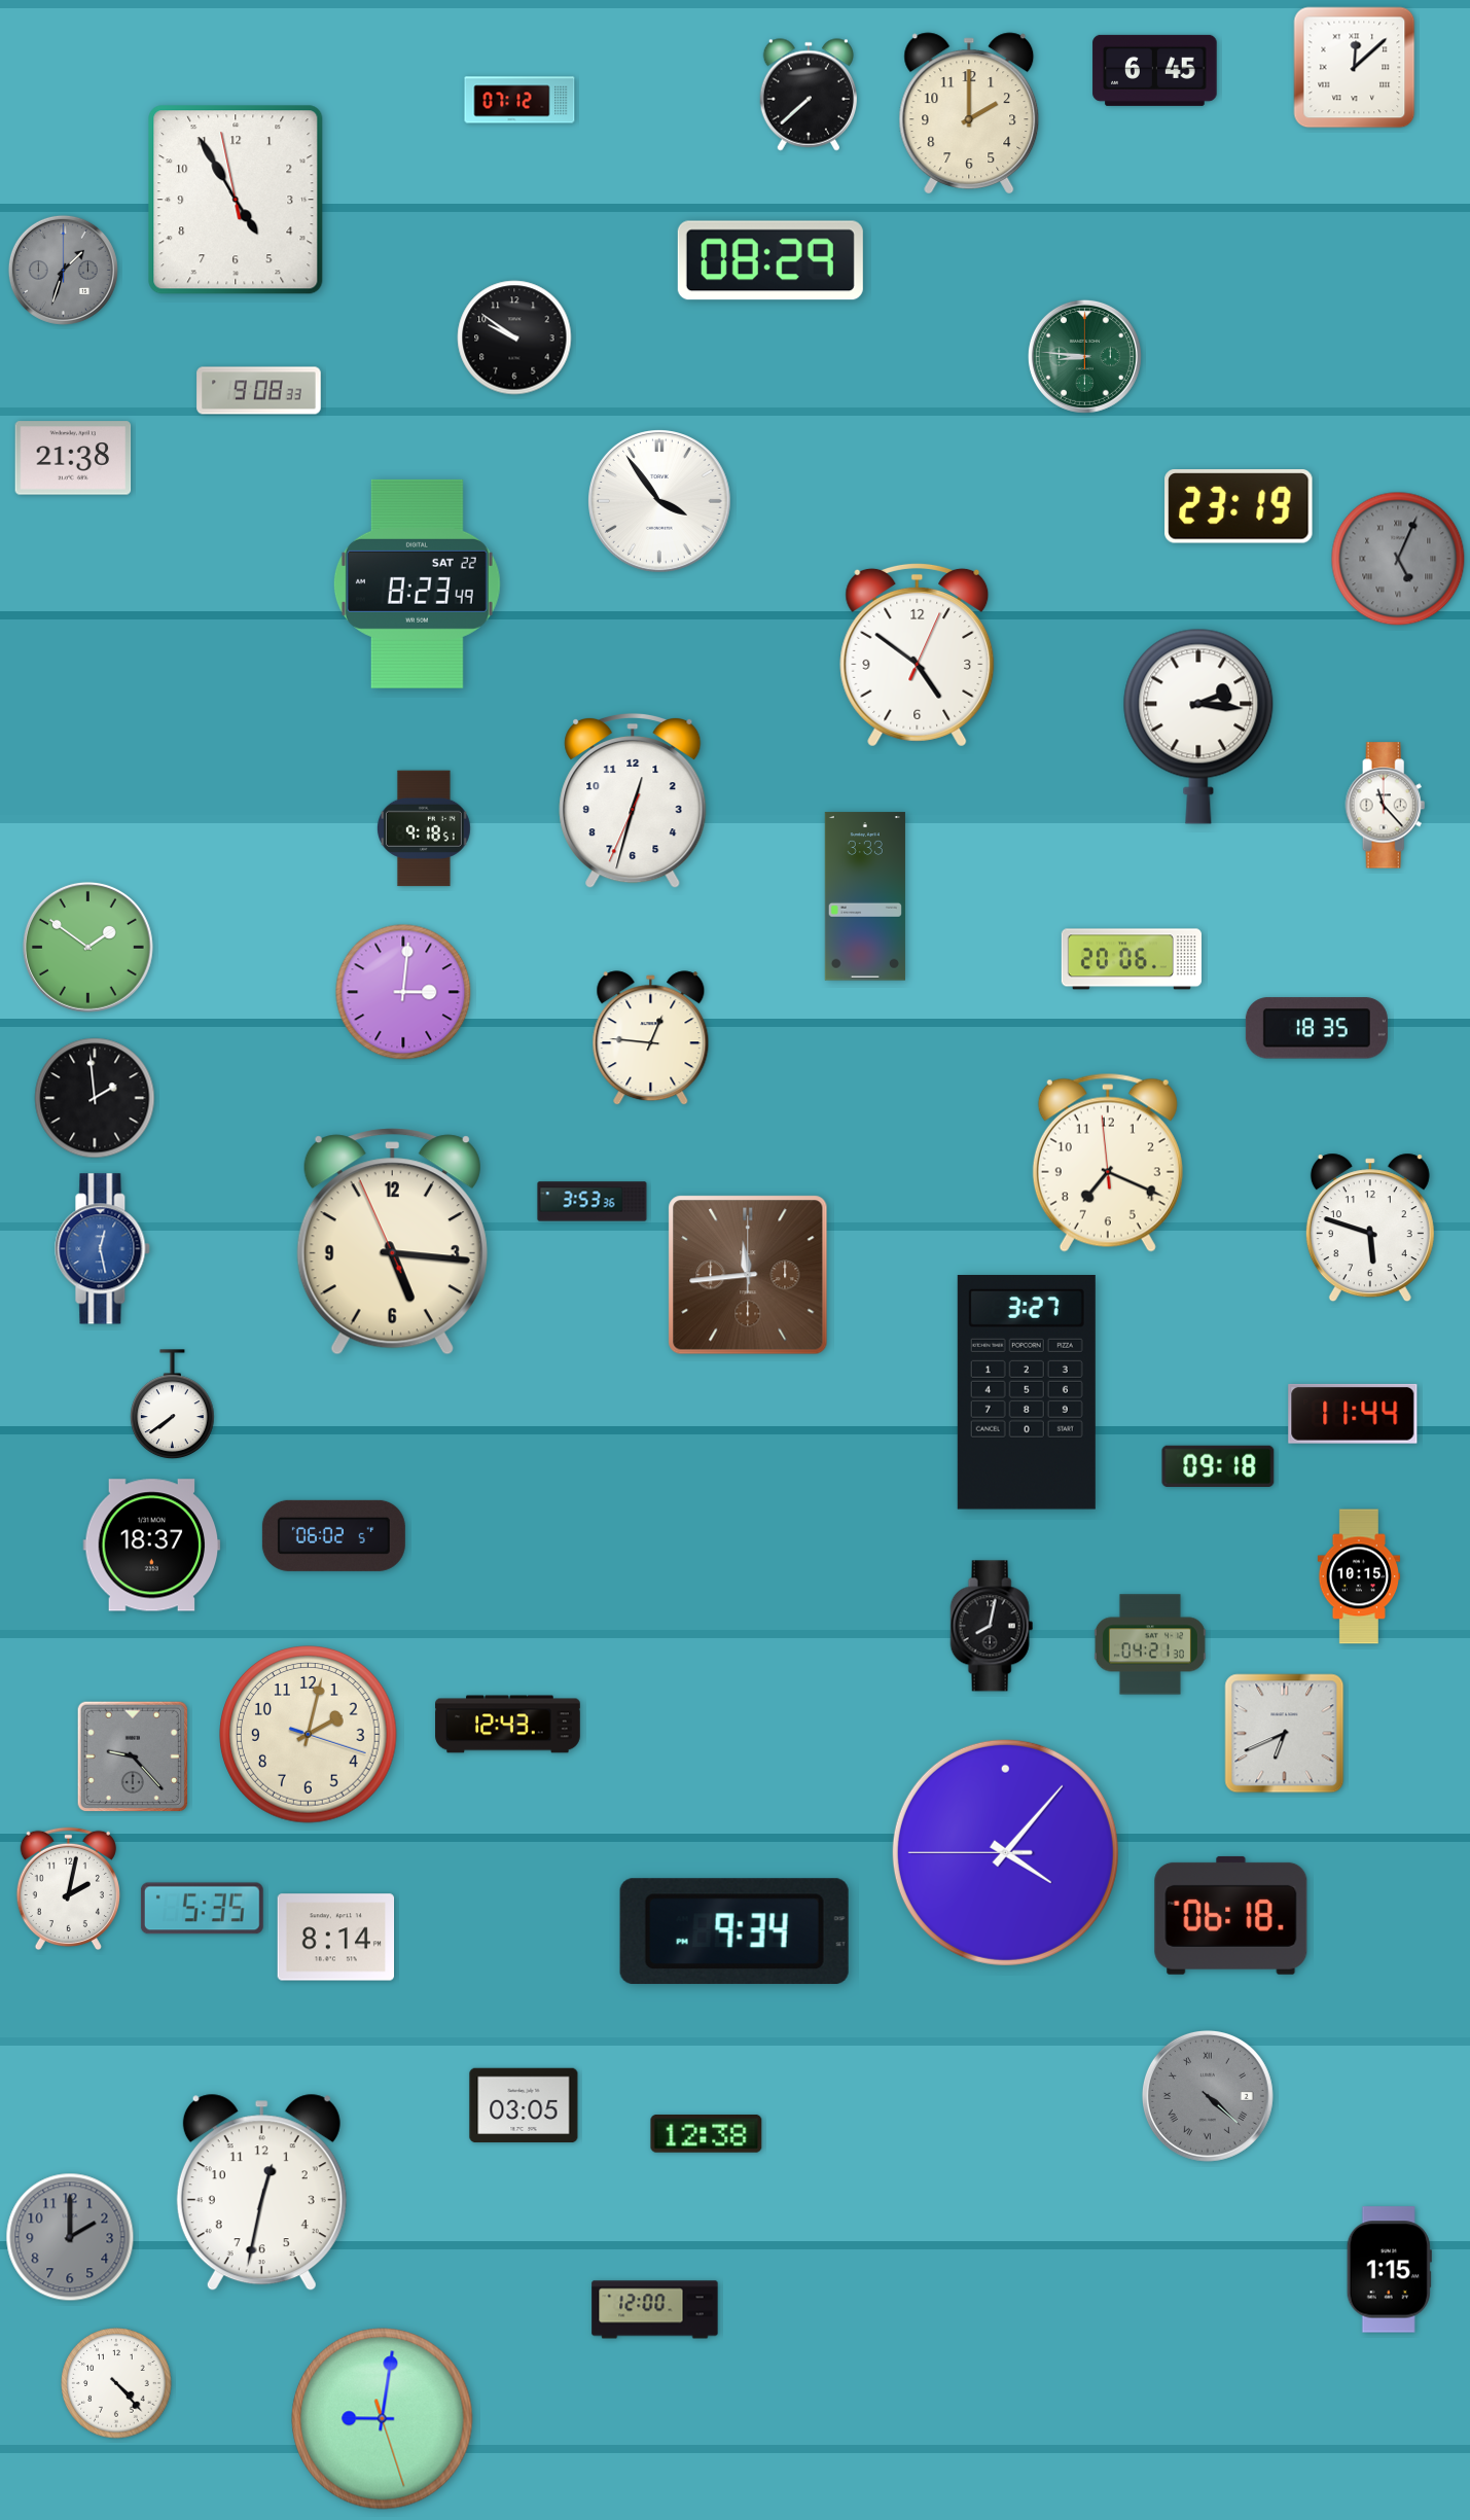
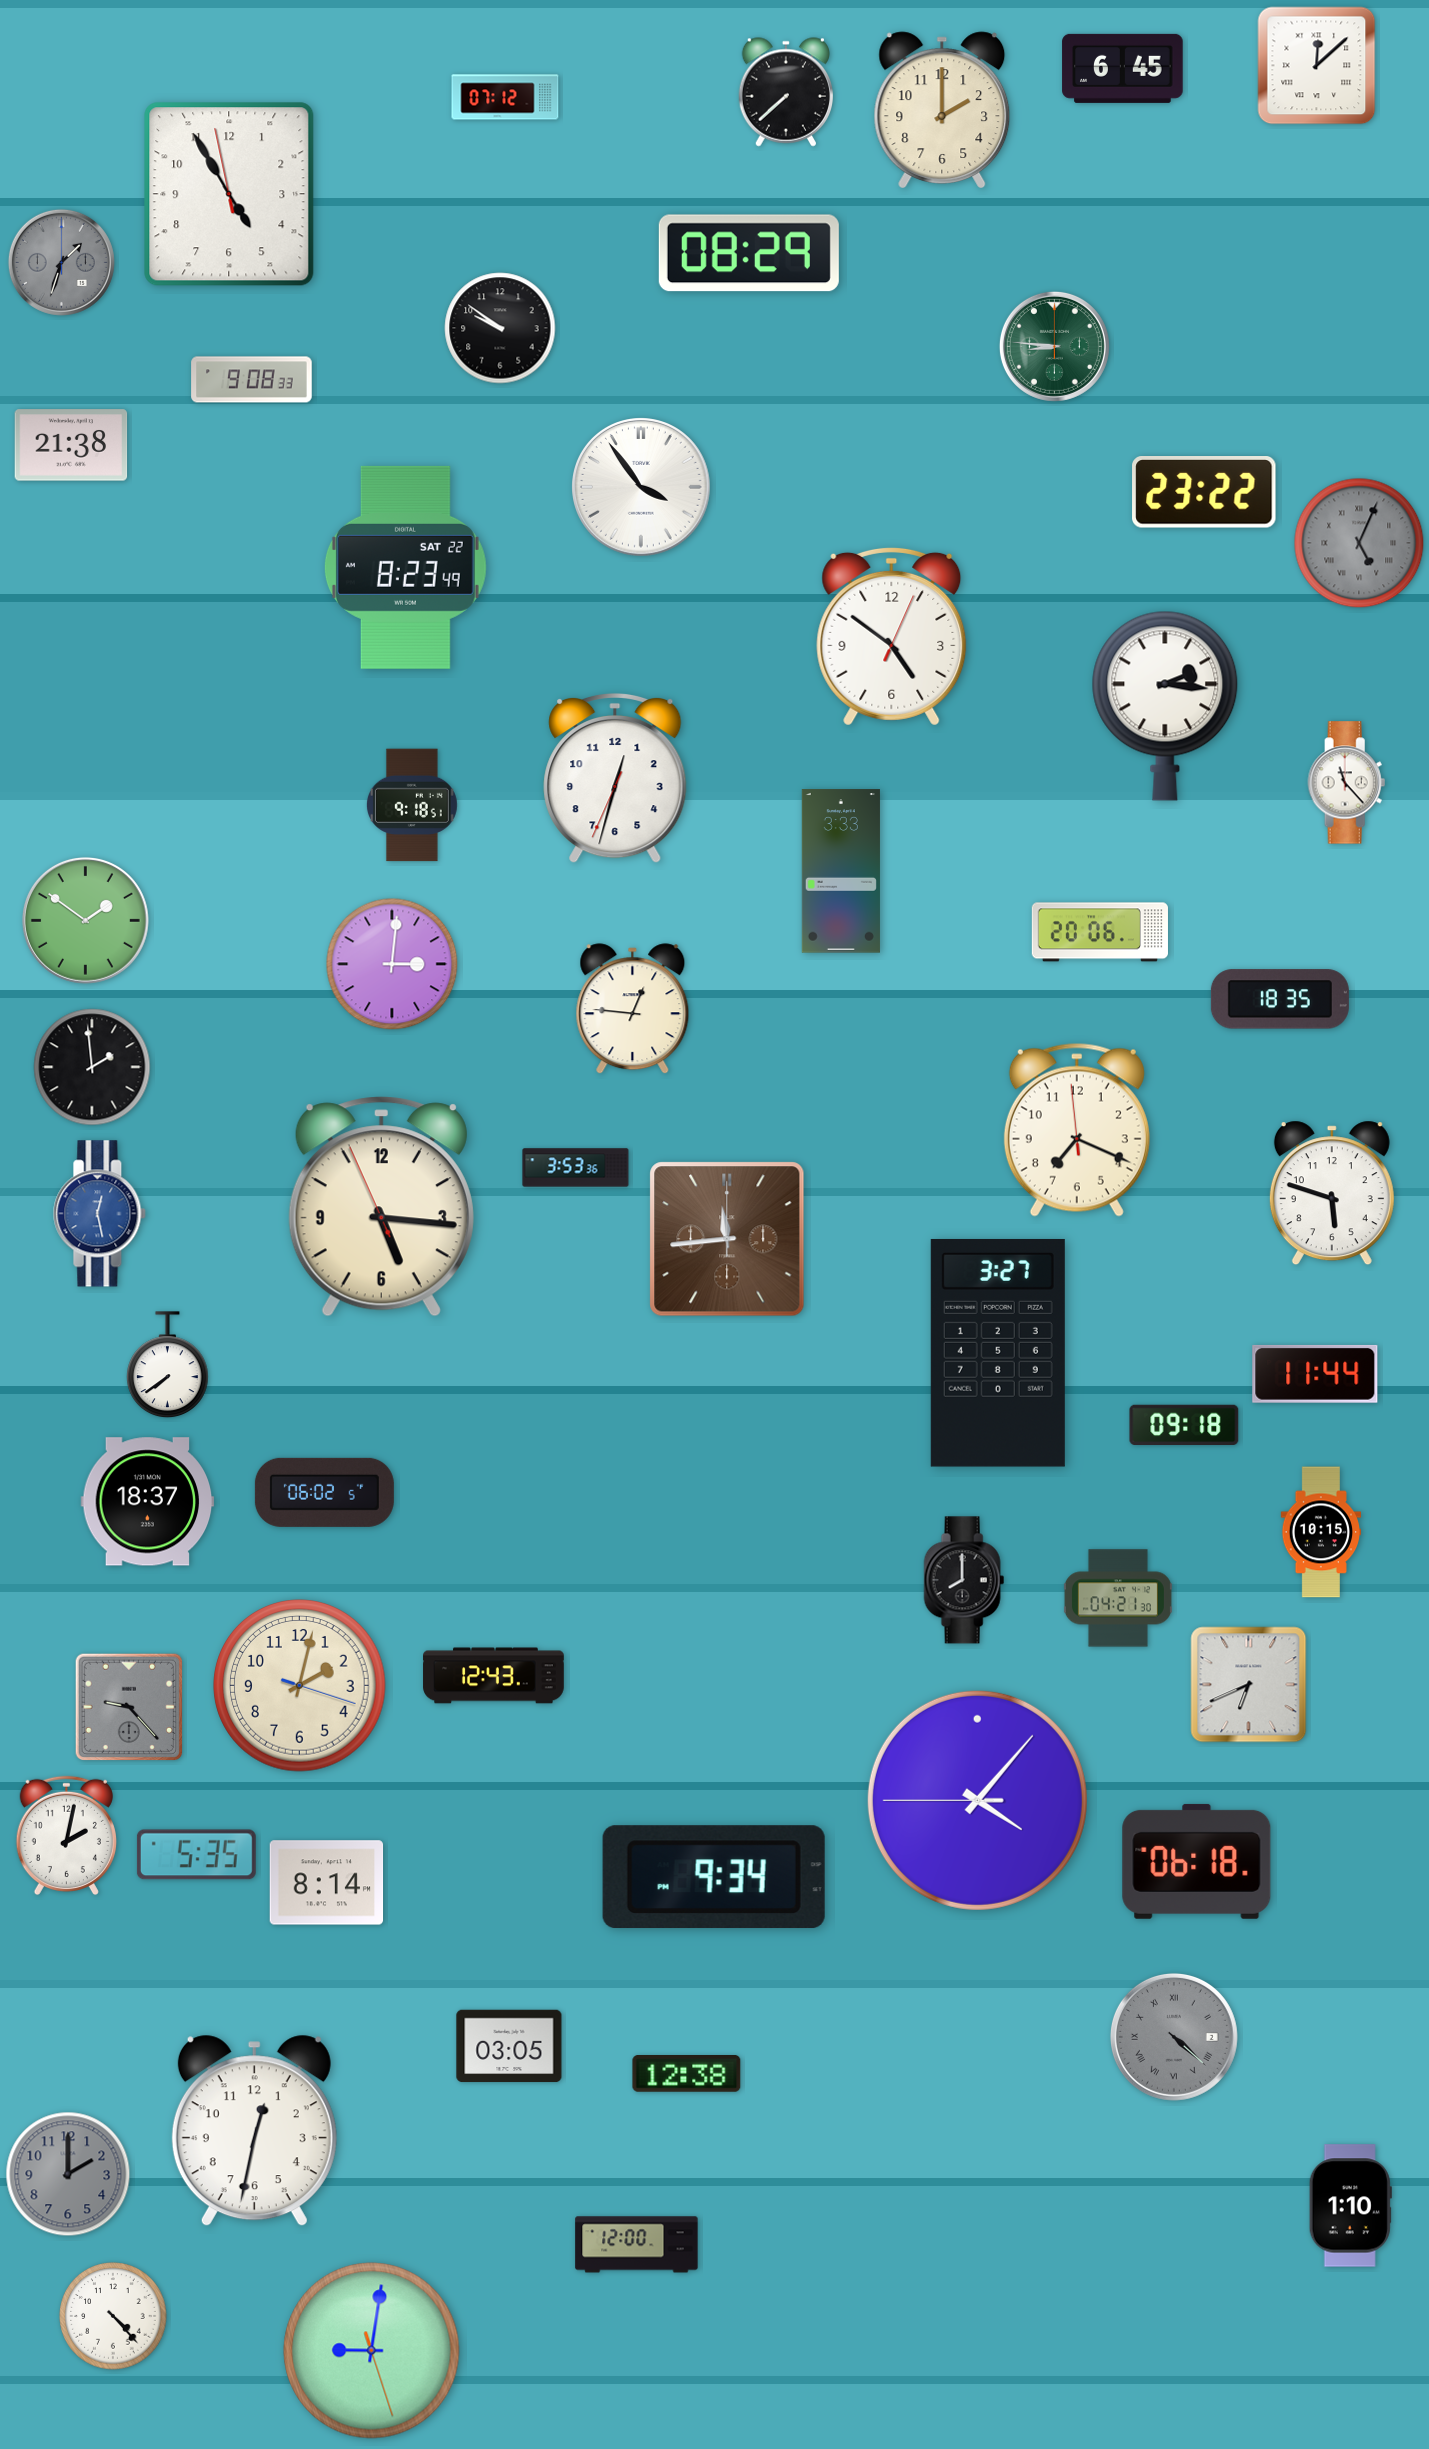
clock at (1239, 506): 23:19 -> 23:22
clock at (992, 1626): 8:02 -> 8:00
clock at (1389, 2270): 1:15 -> 1:10
